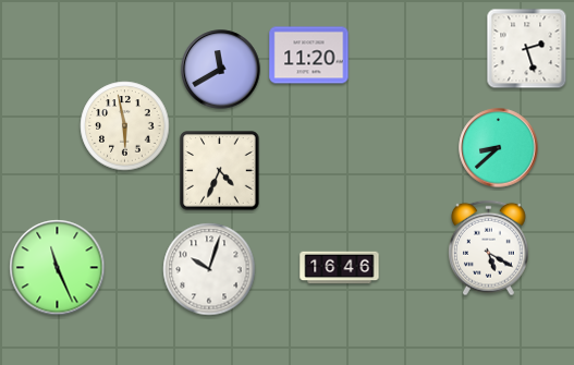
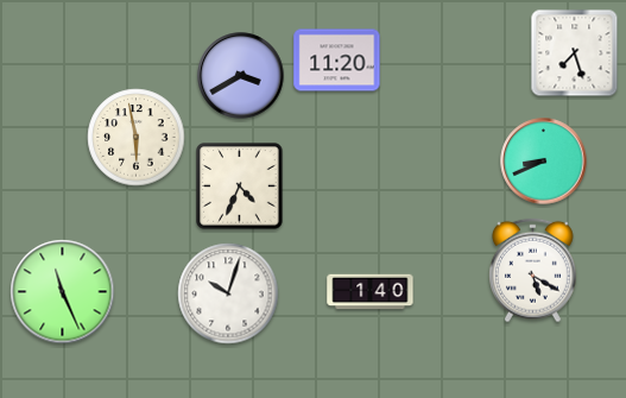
clock at (527, 49): 2:27 -> 7:27
clock at (221, 70): 11:40 -> 3:40
clock at (499, 148): 8:38 -> 8:41
clock at (340, 268): 16:46 -> 1:40
